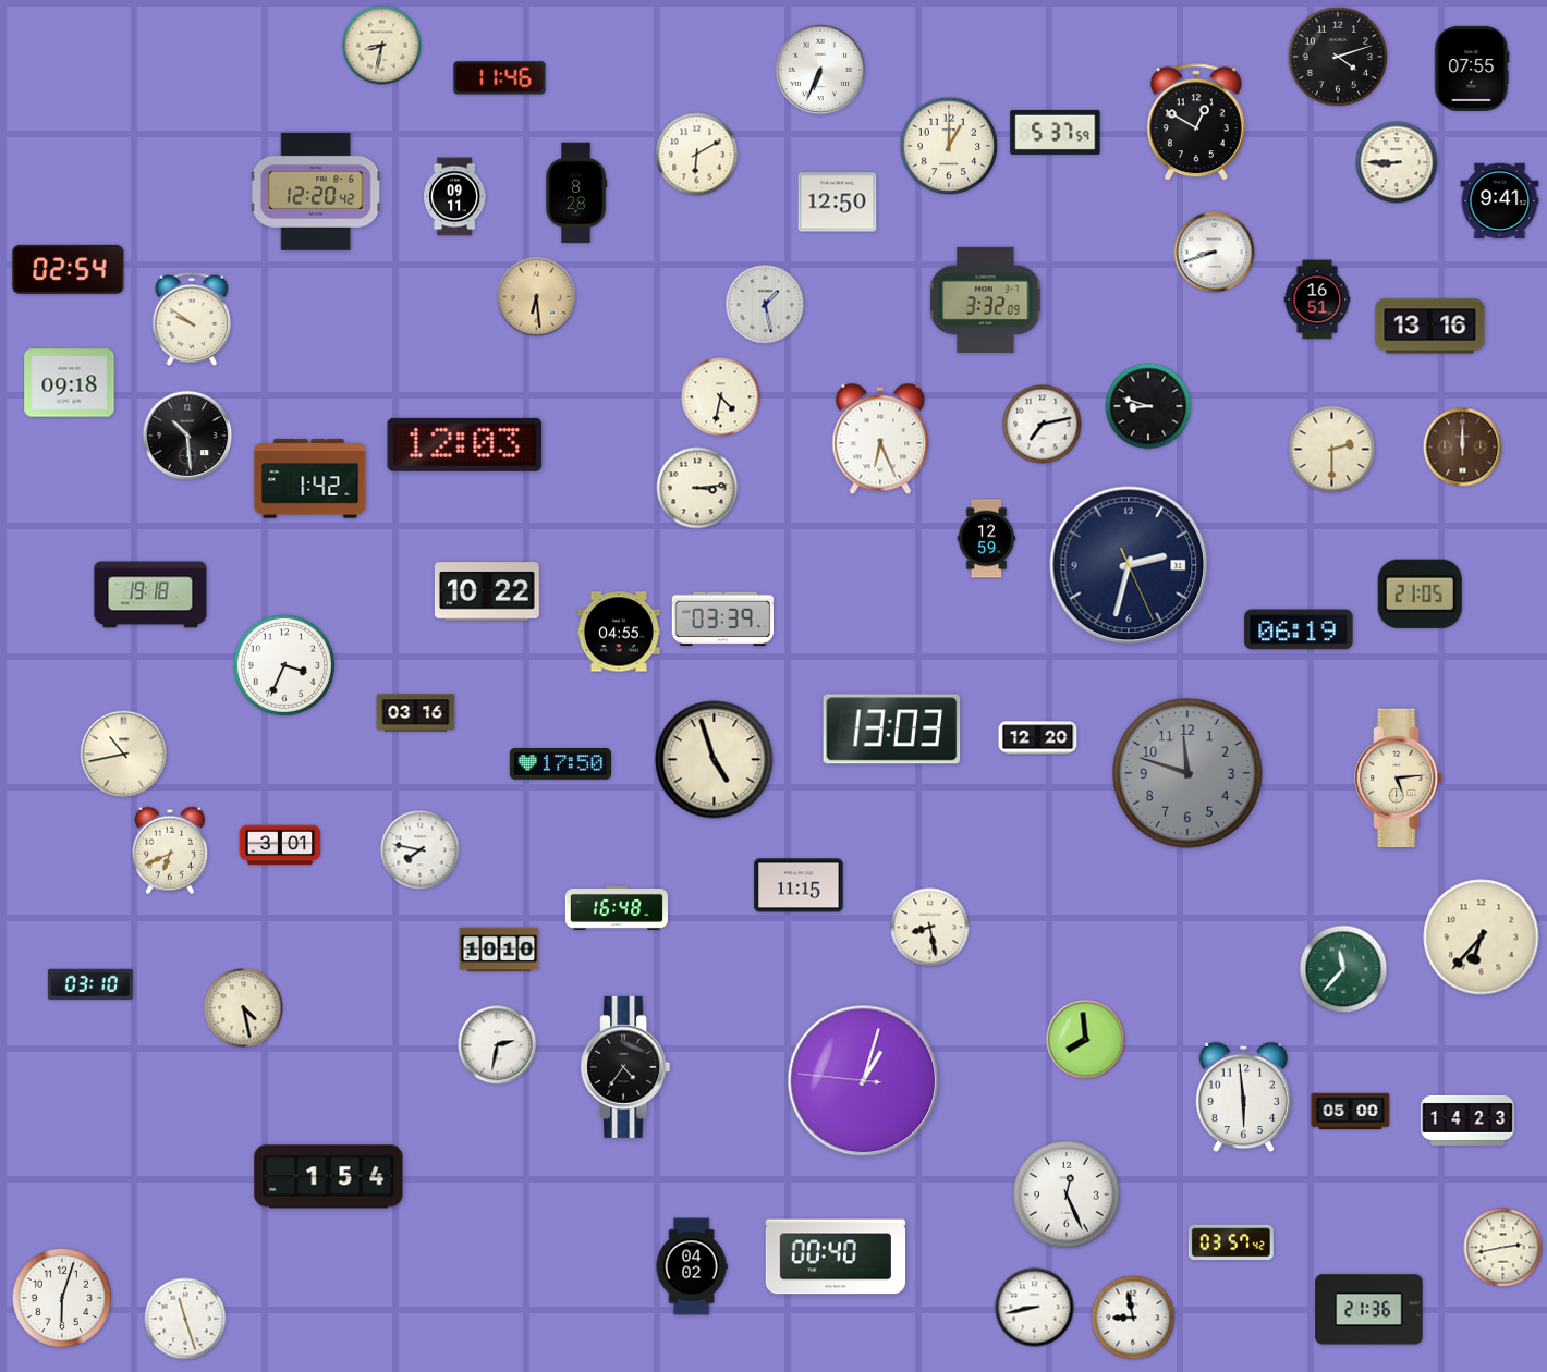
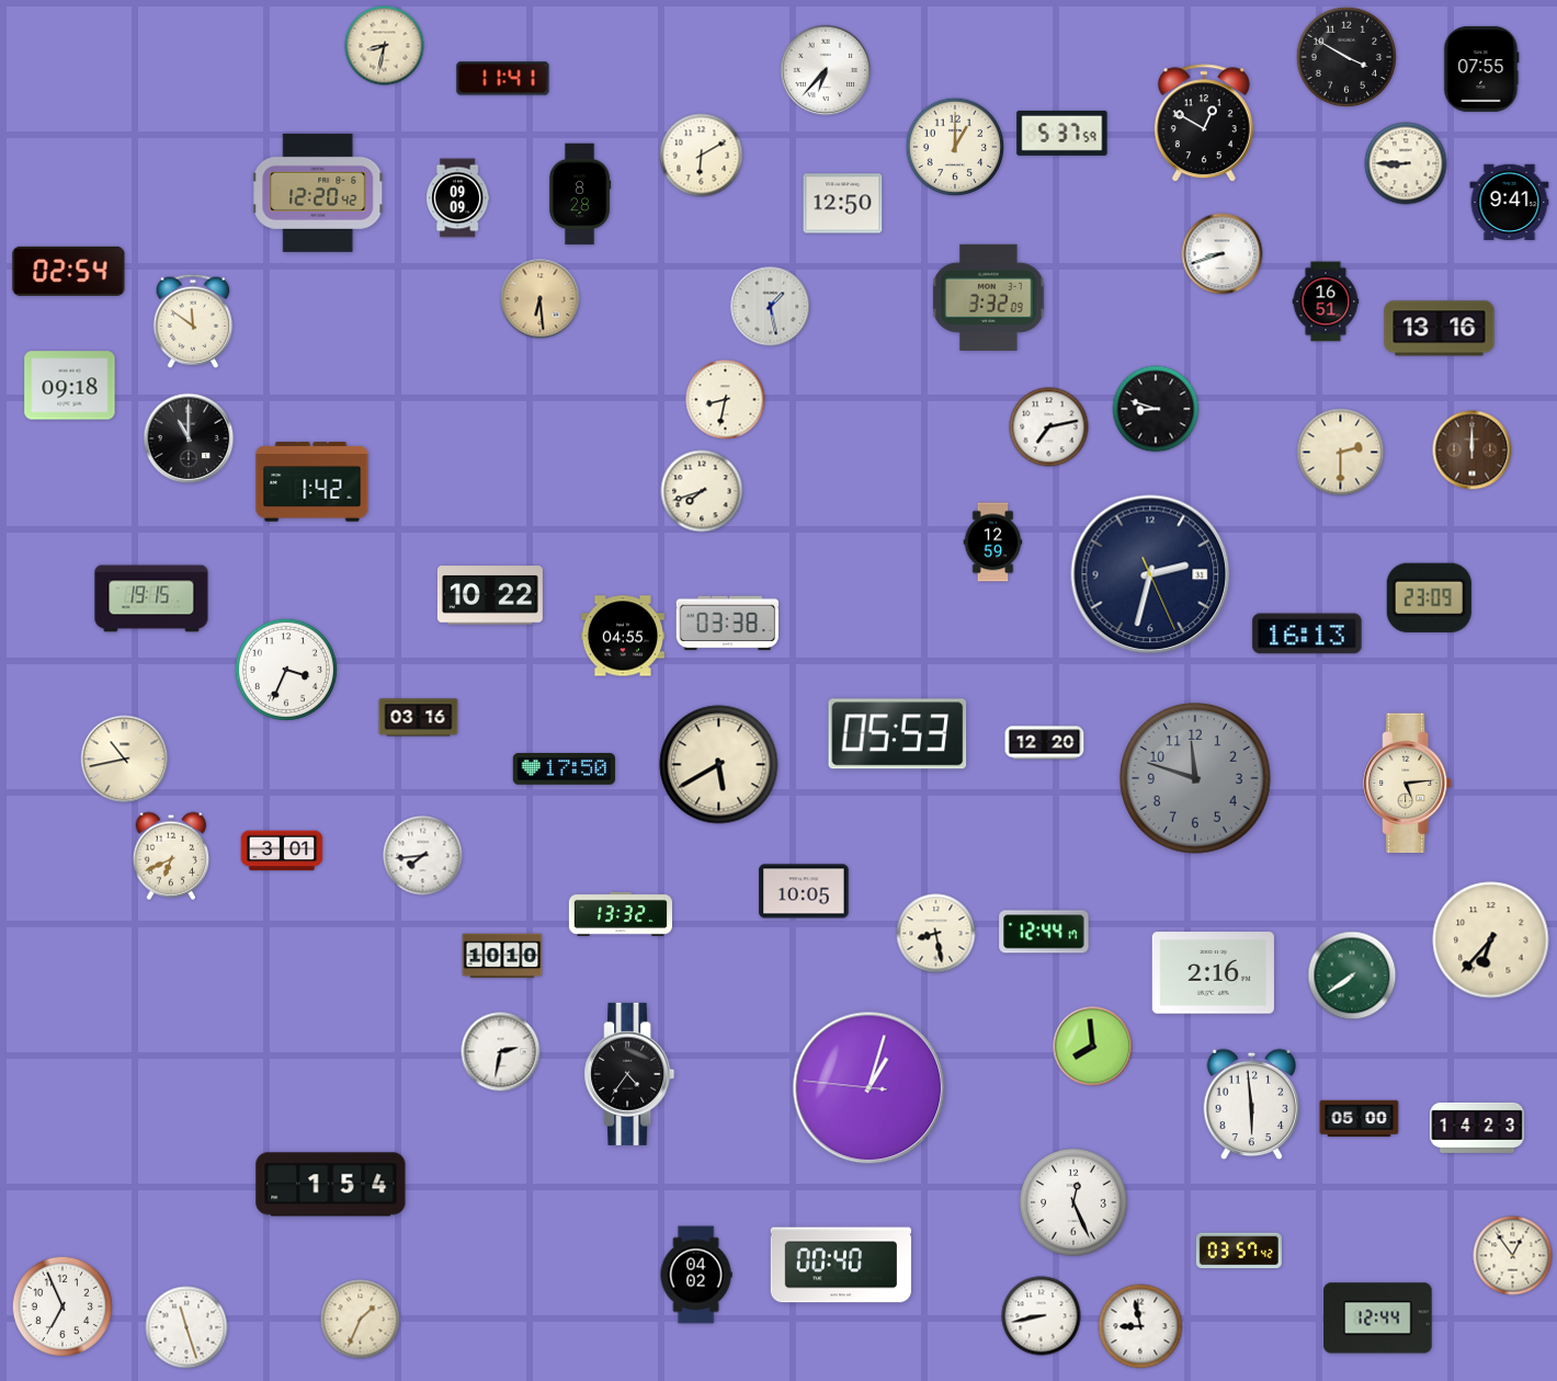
clock at (1337, 56): 4:12 -> 3:50
clock at (820, 70): 6:34 -> 6:37
clock at (500, 78): 11:46 -> 11:41
clock at (455, 197): 09:11 -> 09:09
clock at (986, 299) position: (986, 299) -> (989, 297)
clock at (192, 319): 9:51 -> 11:51
clock at (721, 397): 4:32 -> 8:32
clock at (187, 436): 10:29 -> 11:00
clock at (880, 439): 6:26 -> none
clock at (465, 444): 12:03 -> none
clock at (697, 488): 3:14 -> 7:42
clock at (1129, 565) position: (1129, 565) -> (1150, 574)
clock at (1420, 593): 21:05 -> 23:09
clock at (150, 595): 19:18 -> 19:15
clock at (722, 620): 03:39 -> 03:38
clock at (1299, 629): 06:19 -> 16:13
clock at (892, 730): 13:03 -> 05:53
clock at (715, 760): 4:57 -> 5:40
clock at (421, 850): 7:47 -> 7:44
clock at (799, 885): 11:15 -> 10:05
clock at (616, 908): 16:48 -> 13:32
clock at (1044, 932): none -> 12:44
clock at (1482, 938) position: (1482, 938) -> (1491, 940)
clock at (1213, 973): none -> 2:16
clock at (1343, 969): 11:37 -> 7:39
clock at (90, 983): 03:10 -> none
clock at (244, 1008): 4:28 -> none
clock at (1503, 1248): 2:43 -> 12:54
clock at (61, 1297): 6:03 -> 6:56
clock at (1369, 1310): 21:36 -> 12:44
clock at (361, 1320): none -> 1:34
